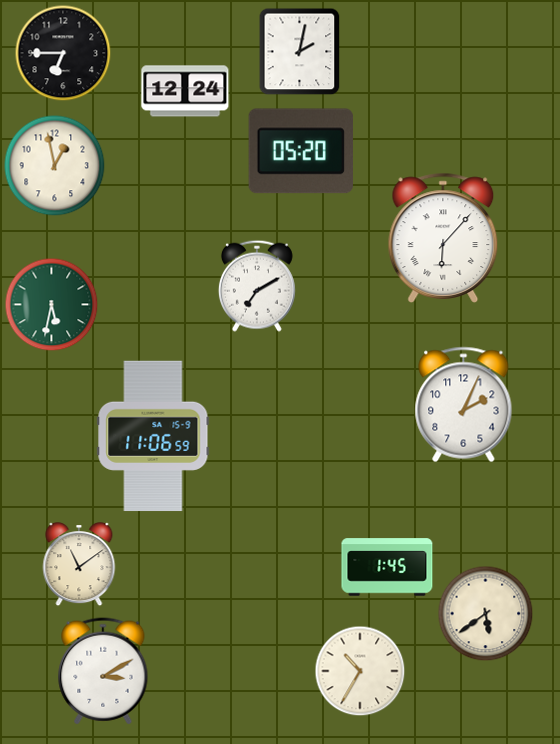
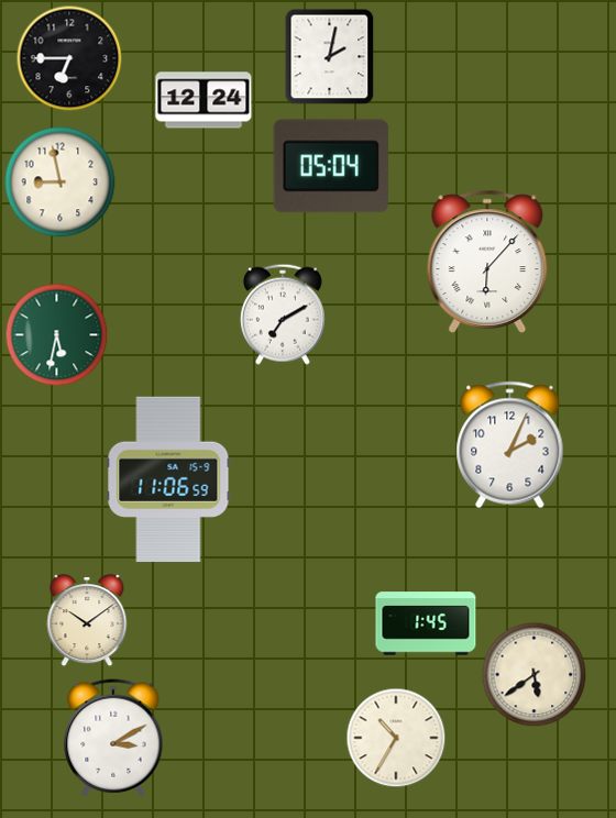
clock at (300, 151): 05:20 -> 05:04
clock at (55, 166): 12:58 -> 8:58
clock at (79, 564): 11:09 -> 10:09
